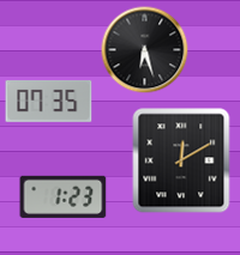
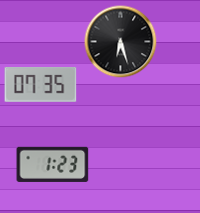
clock at (181, 160): 12:10 -> none
